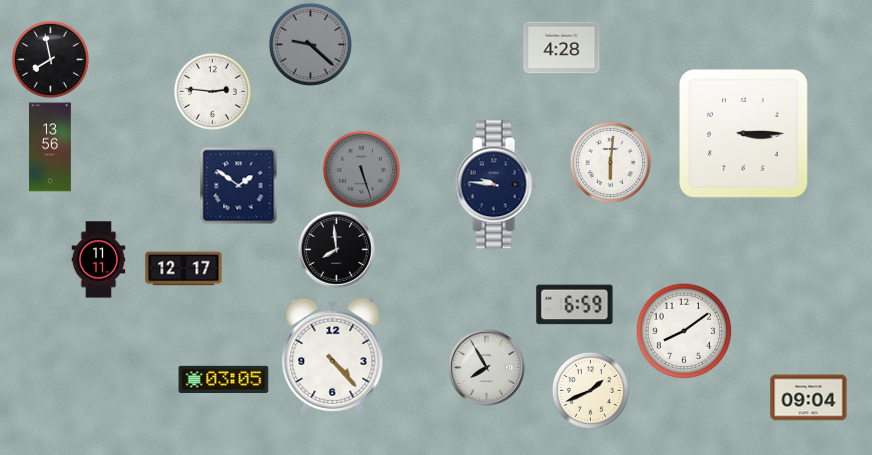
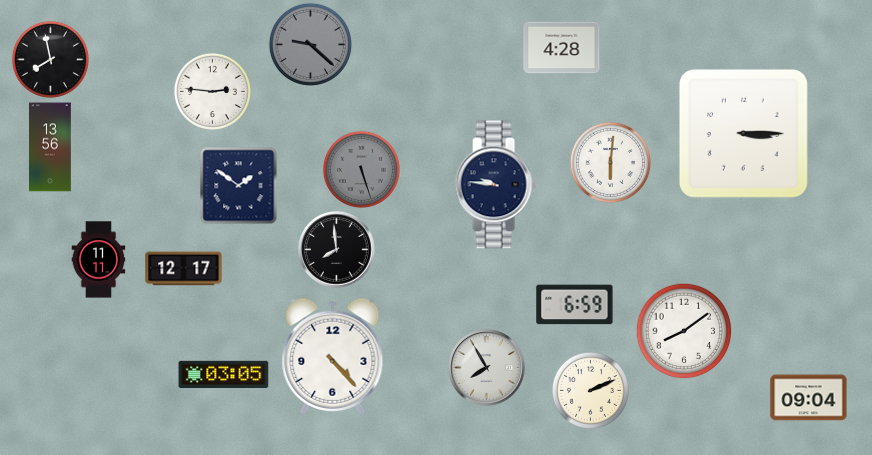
clock at (224, 379) position: (224, 379) -> (224, 374)
clock at (590, 390): 1:41 -> 2:11
